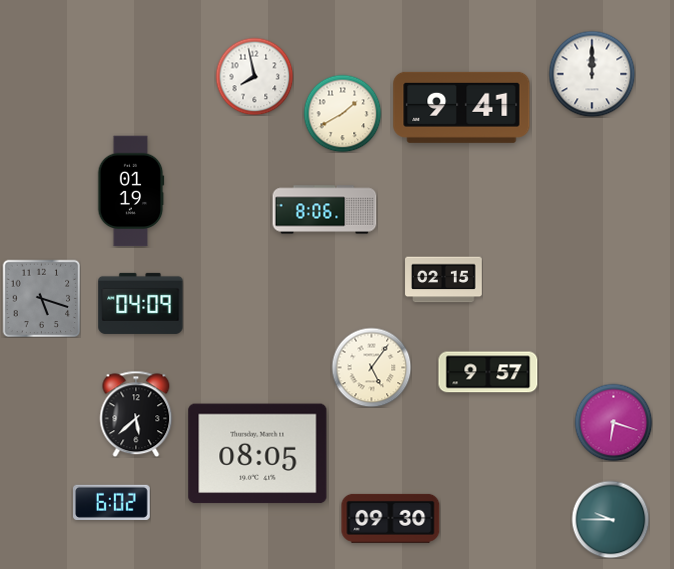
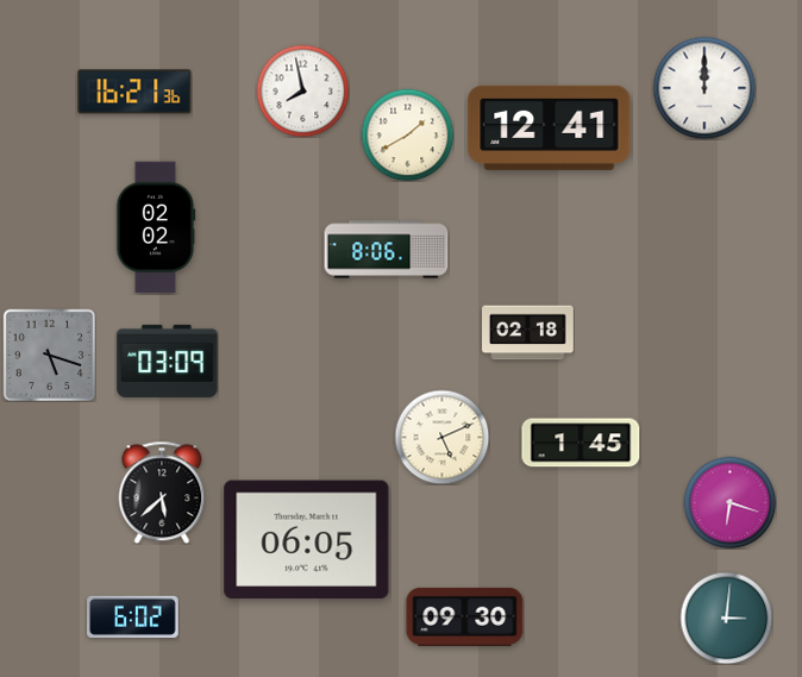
clock at (134, 92): none -> 16:21
clock at (462, 107): 9:41 -> 12:41
clock at (131, 191): 01:19 -> 02:02
clock at (444, 280): 02:15 -> 02:18
clock at (141, 303): 04:09 -> 03:09
clock at (371, 367): 5:06 -> 5:11
clock at (488, 372): 9:57 -> 1:45
clock at (258, 454): 08:05 -> 06:05
clock at (112, 502) position: (112, 502) -> (133, 616)
clock at (610, 519): 9:45 -> 3:01
